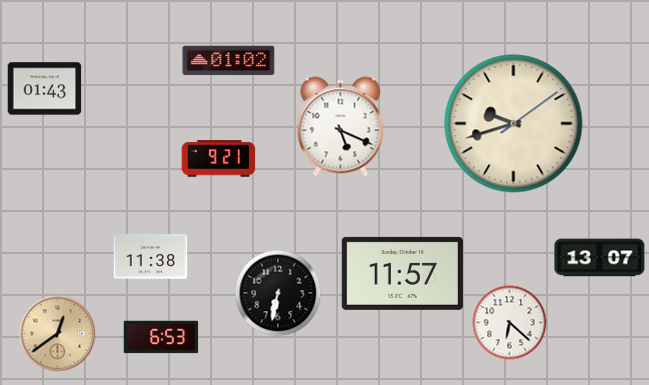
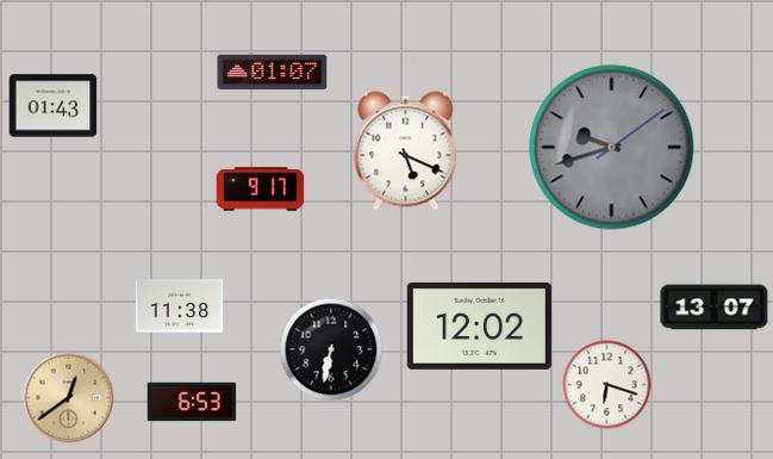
clock at (229, 61): 01:02 -> 01:07
clock at (514, 124) dial: cream -> grey
clock at (219, 159): 9:21 -> 9:17
clock at (402, 273): 11:57 -> 12:02
clock at (510, 323): 6:22 -> 6:18
